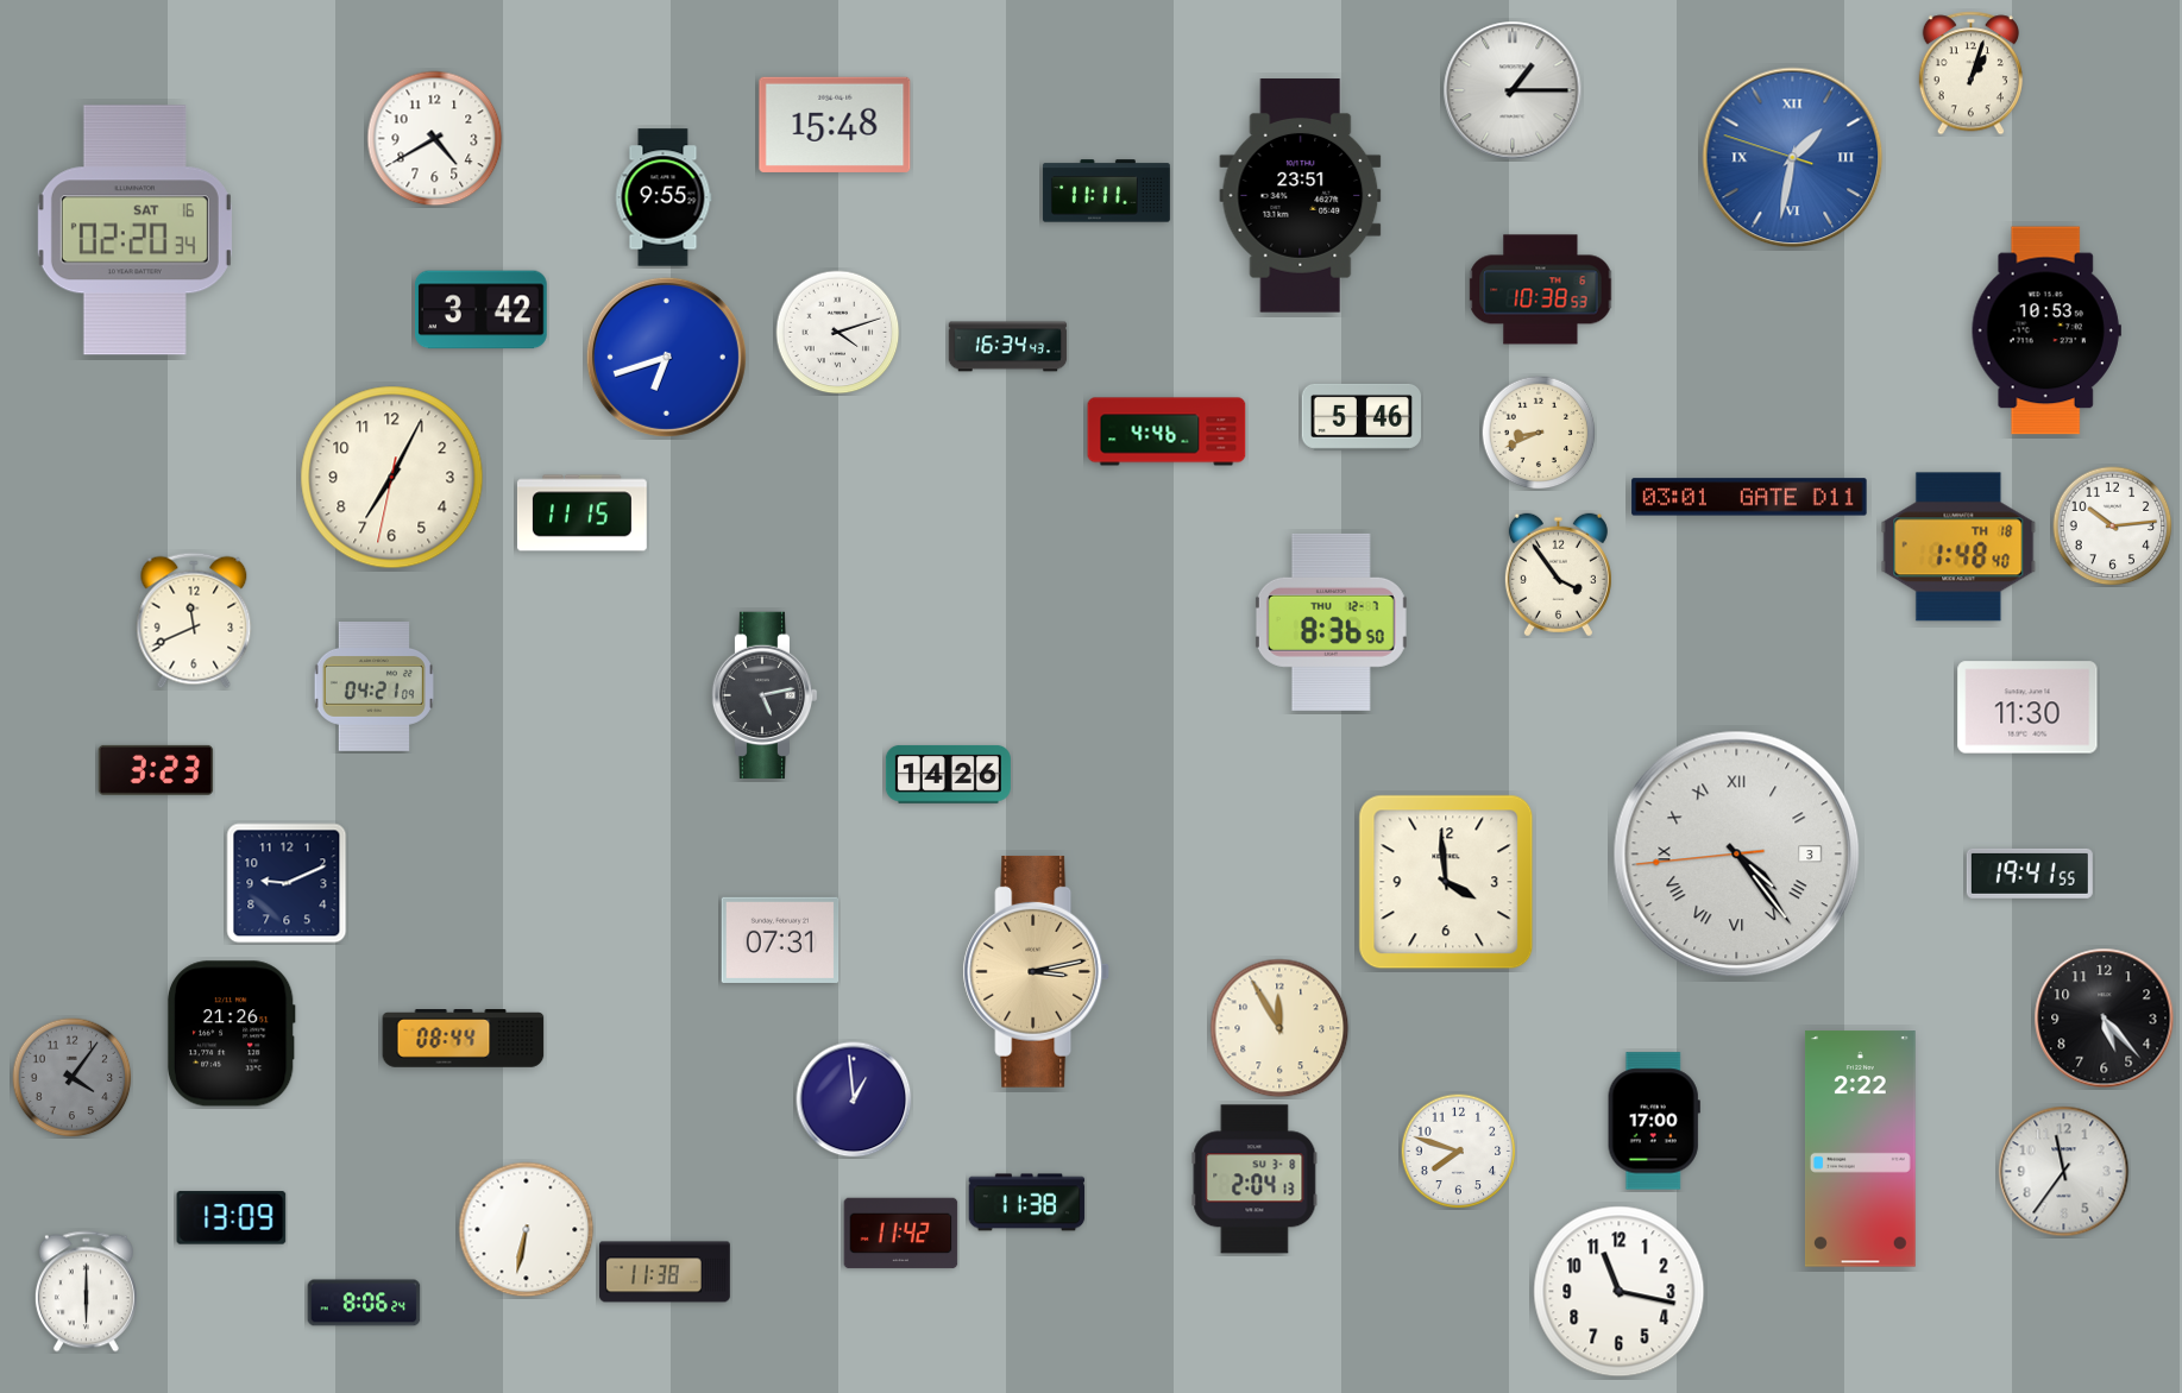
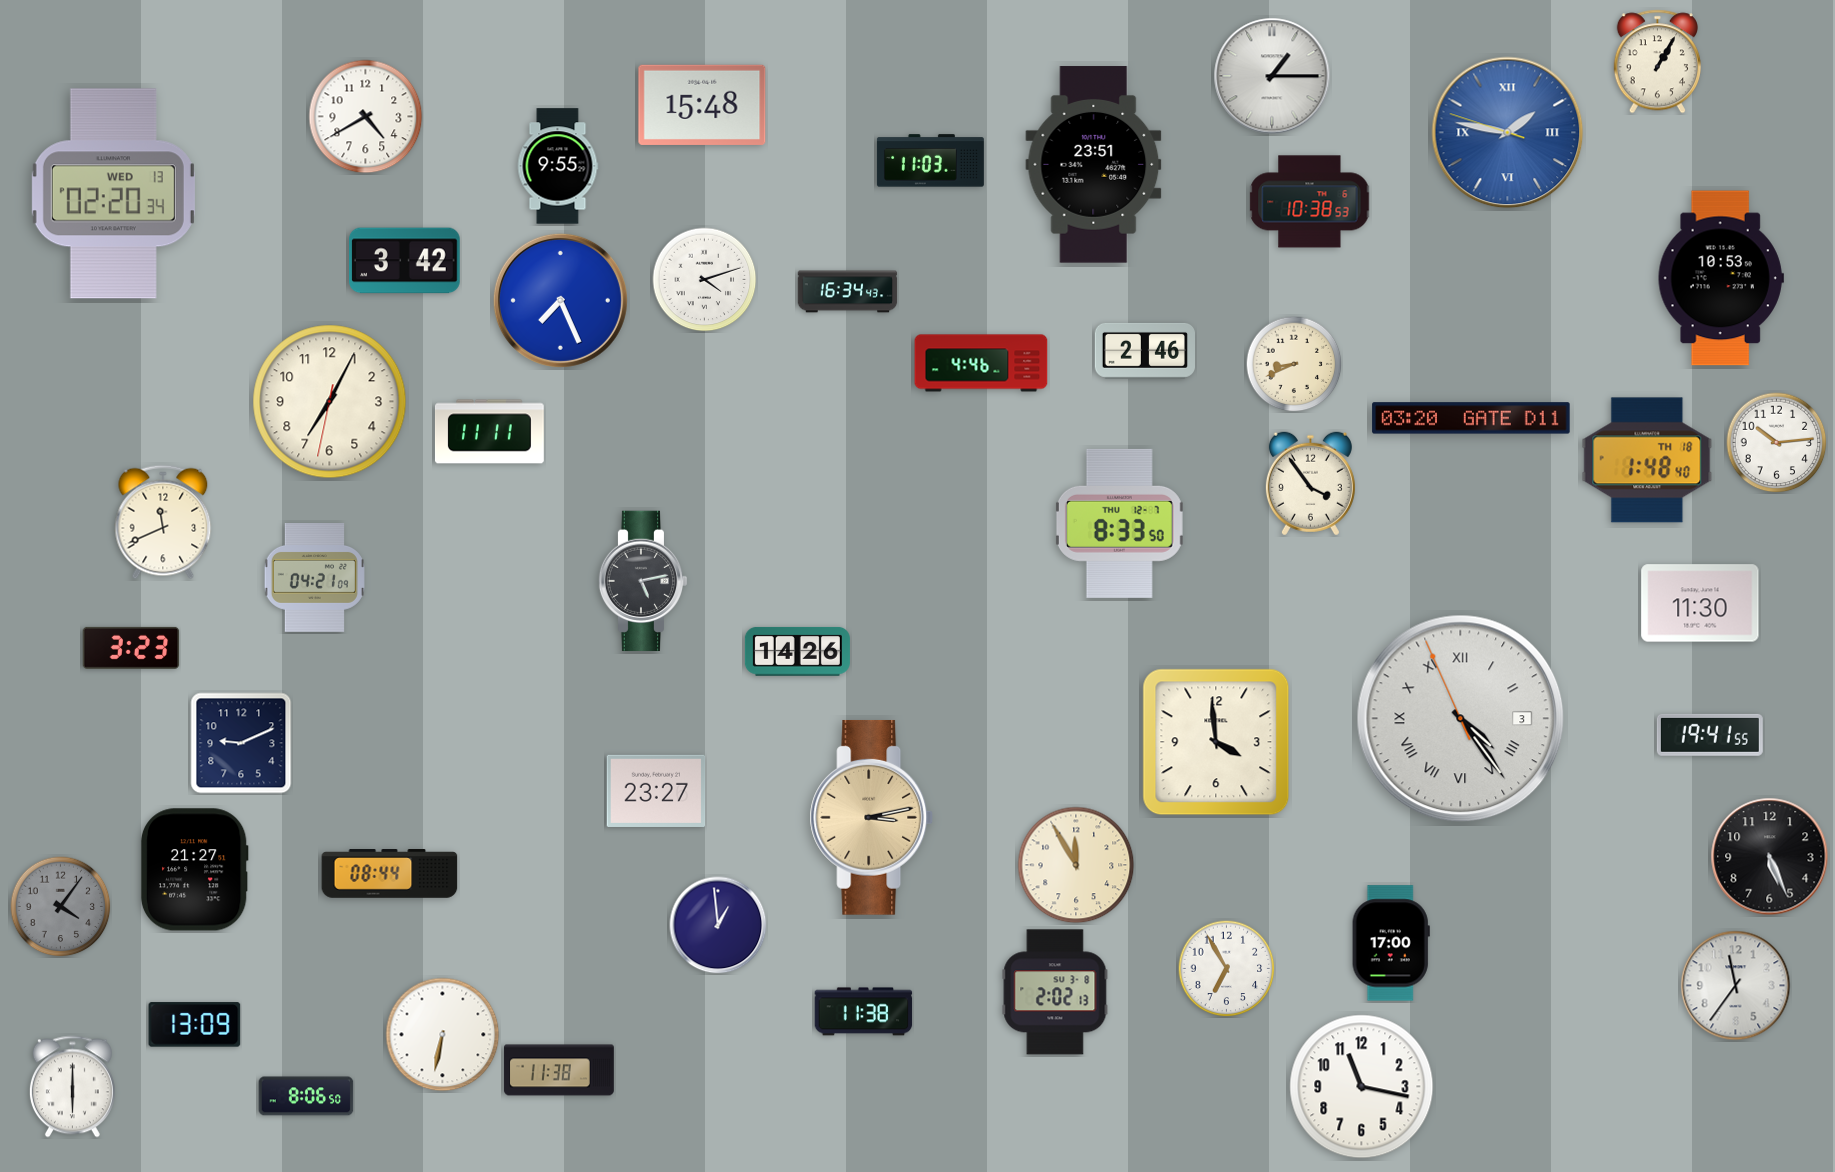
clock at (1970, 74): 1:03 -> 1:05
clock at (1793, 158): 1:31 -> 1:46
clock at (1106, 191): 11:11 -> 11:03
clock at (134, 231) date: SAT 16 -> WED 13
clock at (1541, 290) position: (1541, 290) -> (1310, 202)
clock at (666, 357): 6:42 -> 7:26
clock at (1360, 417): 5:46 -> 2:46
clock at (1749, 497): 03:01 -> 03:20
clock at (581, 513): 11:15 -> 11:11
clock at (1331, 622): 8:36 -> 8:33
clock at (765, 695) position: (765, 695) -> (643, 581)
clock at (2027, 707) position: (2027, 707) -> (1700, 603)
clock at (1737, 855): 4:23:44 -> 4:23:56
clock at (2030, 874) position: (2030, 874) -> (1710, 735)
clock at (780, 940): 07:31 -> 23:27
clock at (2105, 1019): 5:23 -> 5:26
clock at (231, 1034): 21:26 -> 21:27
clock at (1860, 1149): 2:22 -> none
clock at (1458, 1151): 7:48 -> 6:55
clock at (1255, 1179): 2:04 -> 2:02
clock at (901, 1234): 11:42 -> none
clock at (364, 1303): 8:06:24 -> 8:06:50
